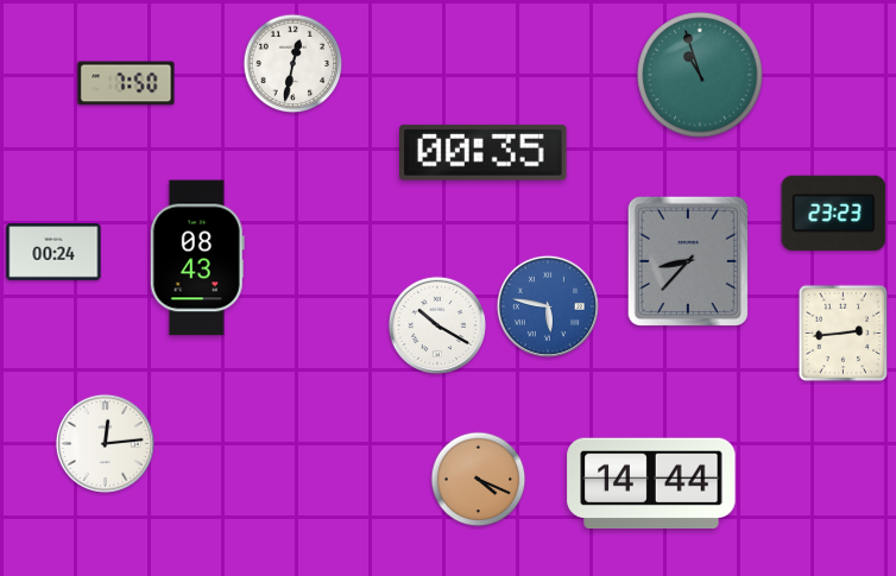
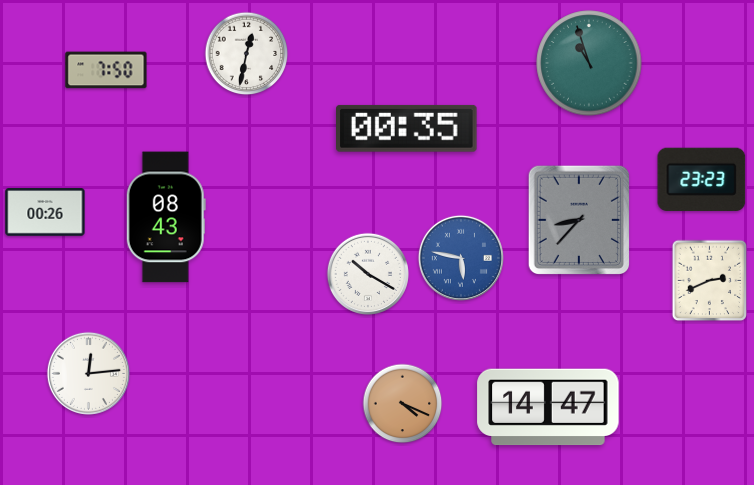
clock at (53, 253): 00:24 -> 00:26
clock at (844, 334): 2:44 -> 2:41
clock at (651, 483): 14:44 -> 14:47
